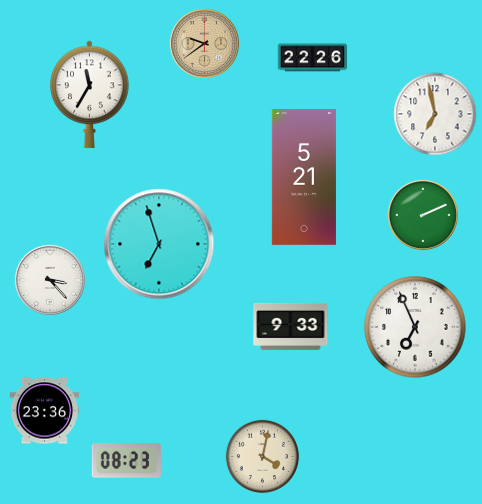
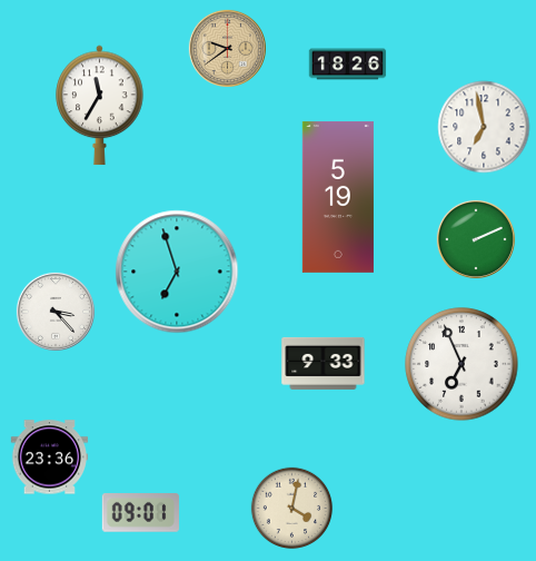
clock at (313, 58): 22:26 -> 18:26
clock at (304, 177): 5:21 -> 5:19
clock at (423, 215) position: (423, 215) -> (476, 239)
clock at (126, 461): 08:23 -> 09:01
